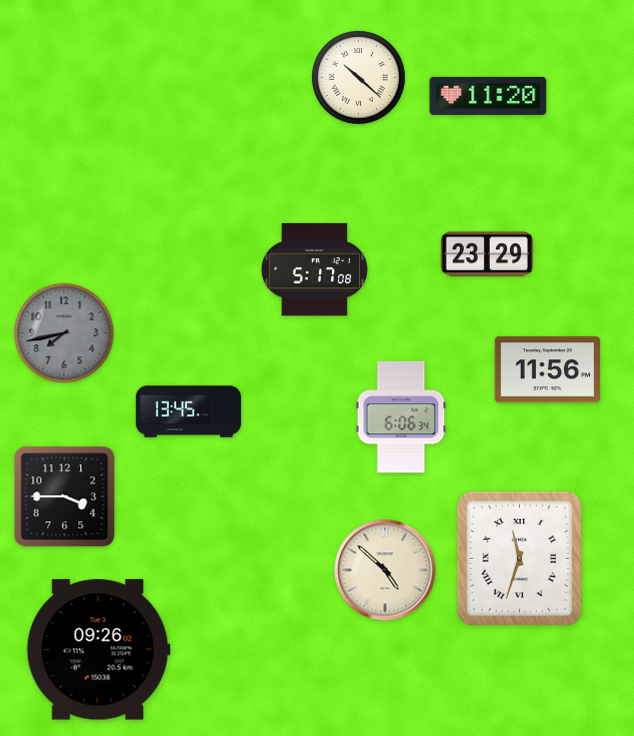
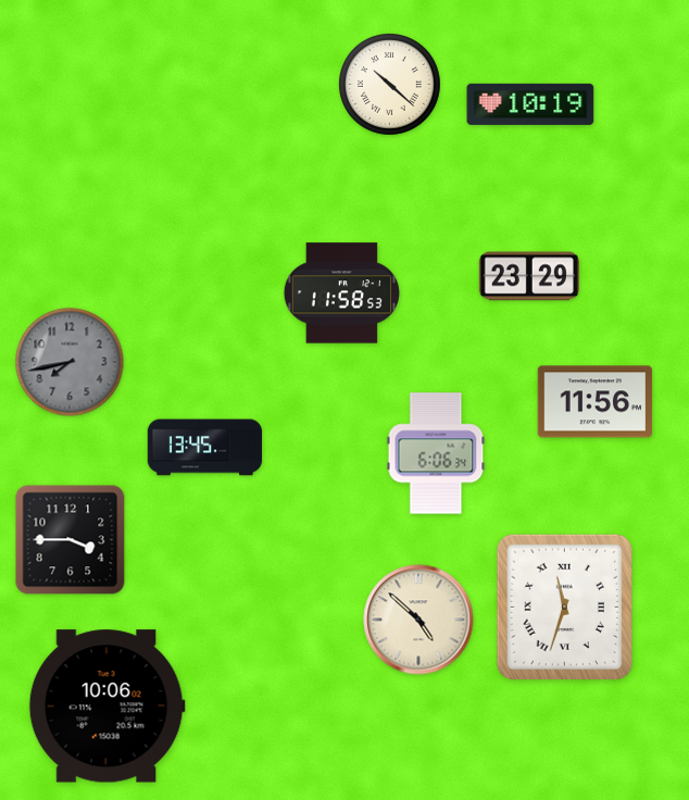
clock at (488, 96): 11:20 -> 10:19
clock at (314, 270): 5:17 -> 11:58
clock at (98, 650): 09:26 -> 10:06
